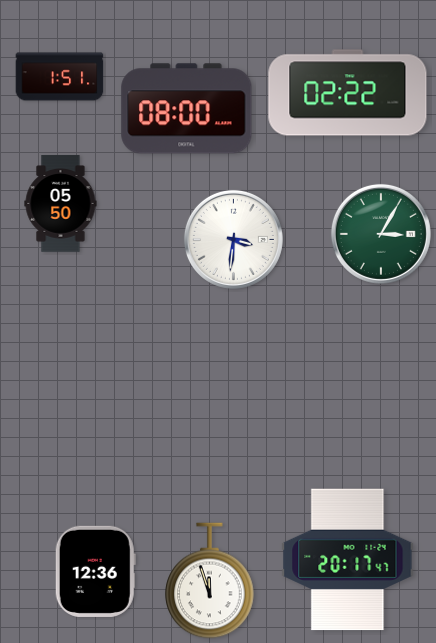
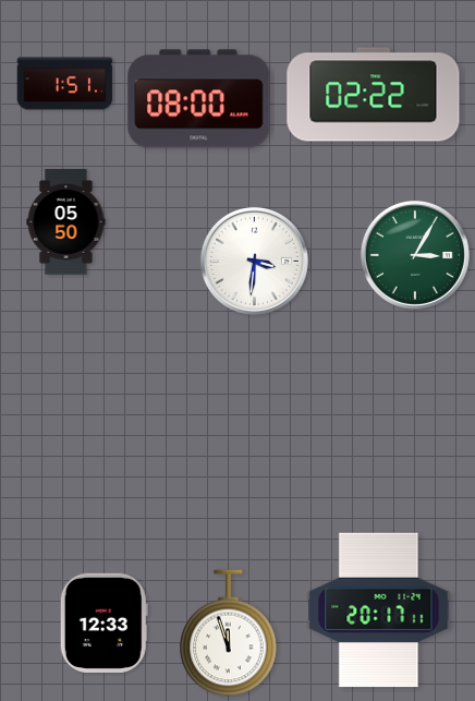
clock at (348, 93) position: (348, 93) -> (374, 95)
clock at (187, 109) position: (187, 109) -> (199, 99)
clock at (348, 560): 20:17:47 -> 20:17:11
clock at (95, 571): 12:36 -> 12:33
